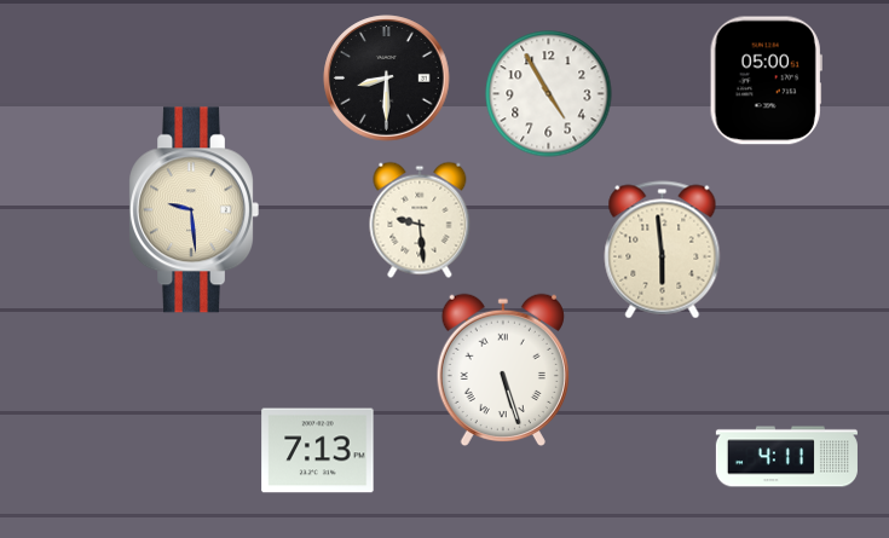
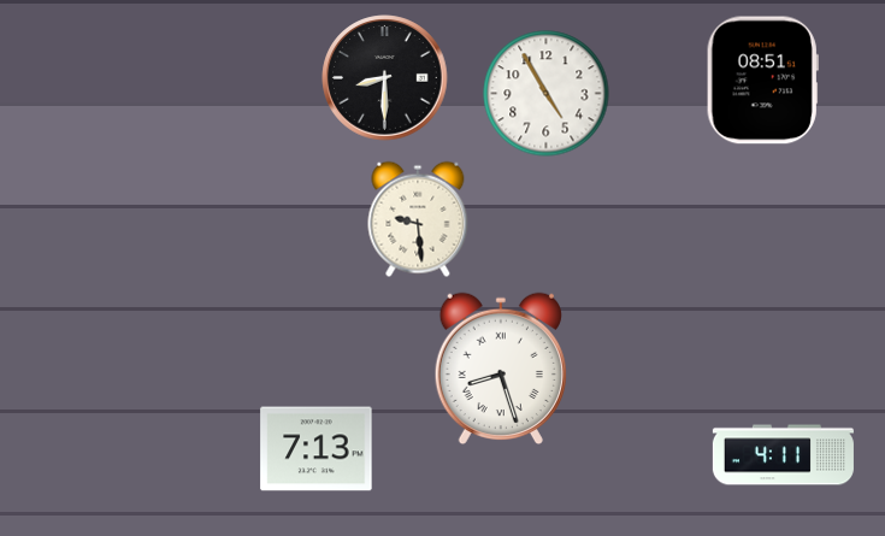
clock at (766, 81): 05:00 -> 08:51
clock at (194, 210): 9:29 -> none
clock at (663, 250): 5:59 -> none
clock at (503, 370): 5:27 -> 8:27
